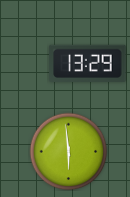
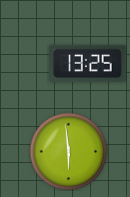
clock at (88, 63): 13:29 -> 13:25
